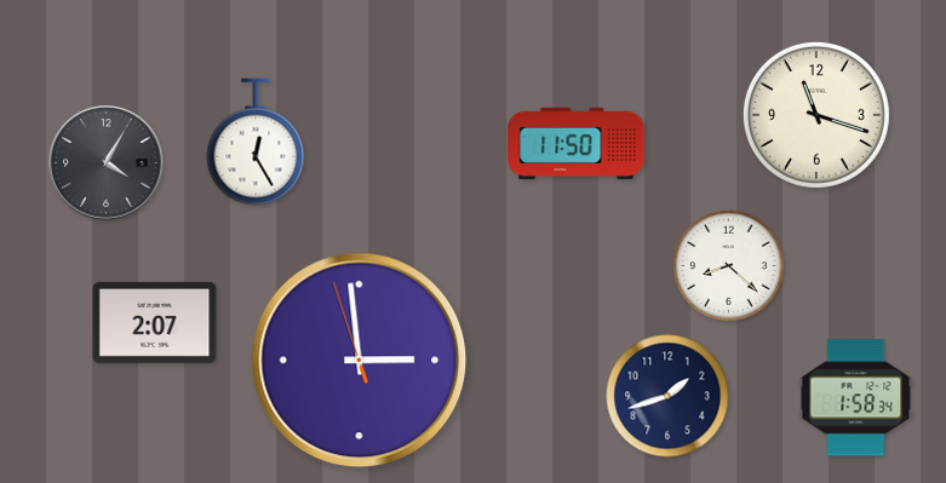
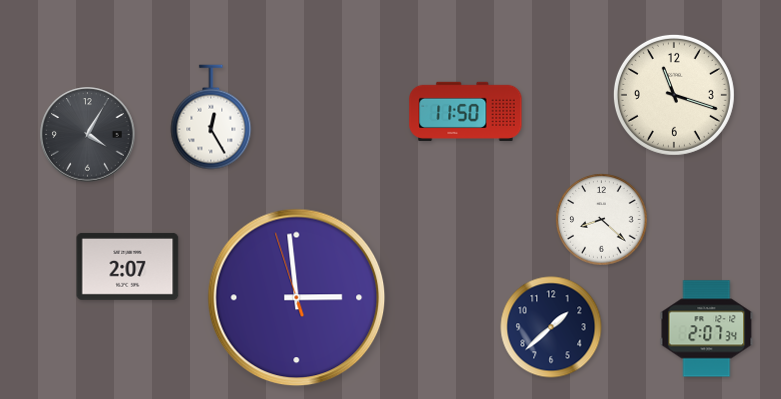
clock at (577, 143) position: (577, 143) -> (466, 111)
clock at (667, 396): 1:42 -> 1:38
clock at (856, 398): 1:58 -> 2:07
